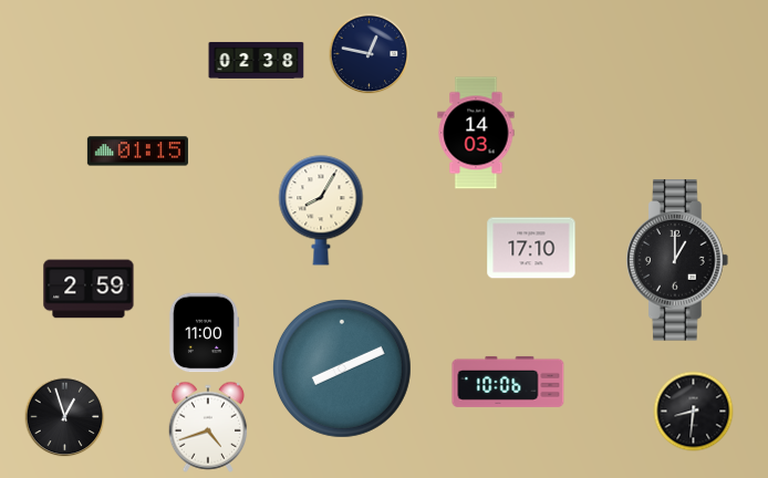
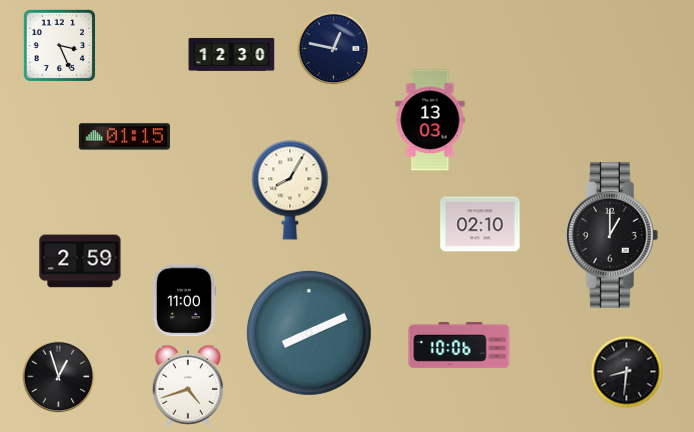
clock at (59, 45): none -> 3:26
clock at (257, 60): 02:38 -> 12:30
clock at (476, 133): 14:03 -> 13:03
clock at (531, 248): 17:10 -> 02:10
